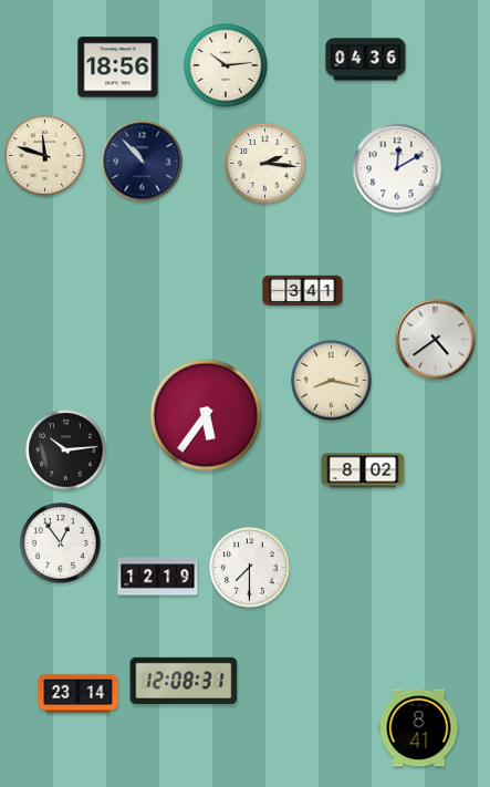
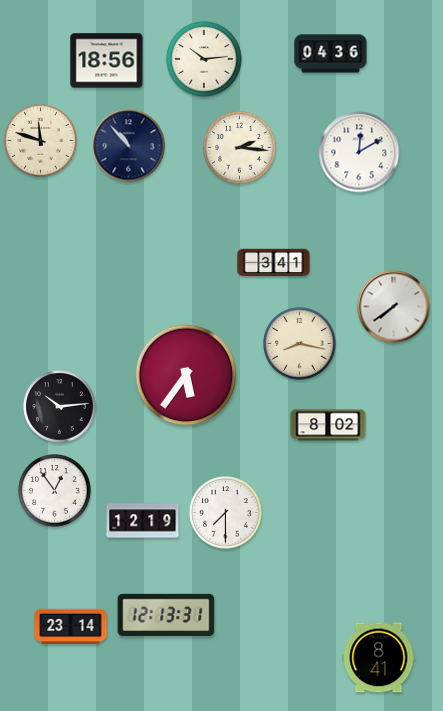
clock at (436, 340): 4:39 -> 7:39
clock at (184, 680): 12:08 -> 12:13
